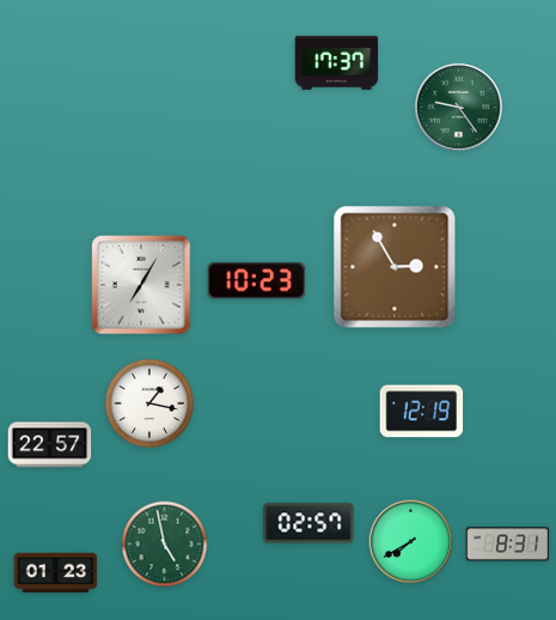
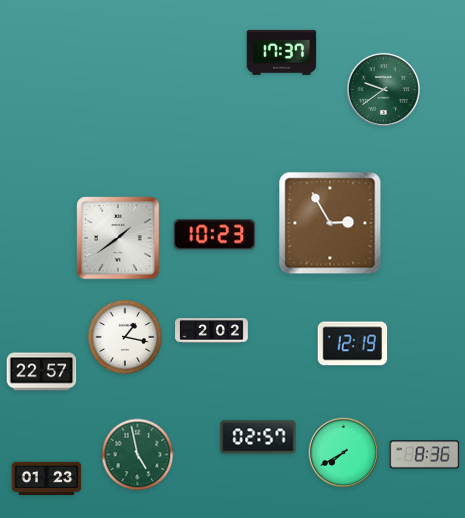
clock at (458, 107): 9:24 -> 9:39
clock at (141, 285): 7:05 -> 1:39
clock at (212, 331): none -> 2:02
clock at (508, 545): 8:31 -> 8:36
